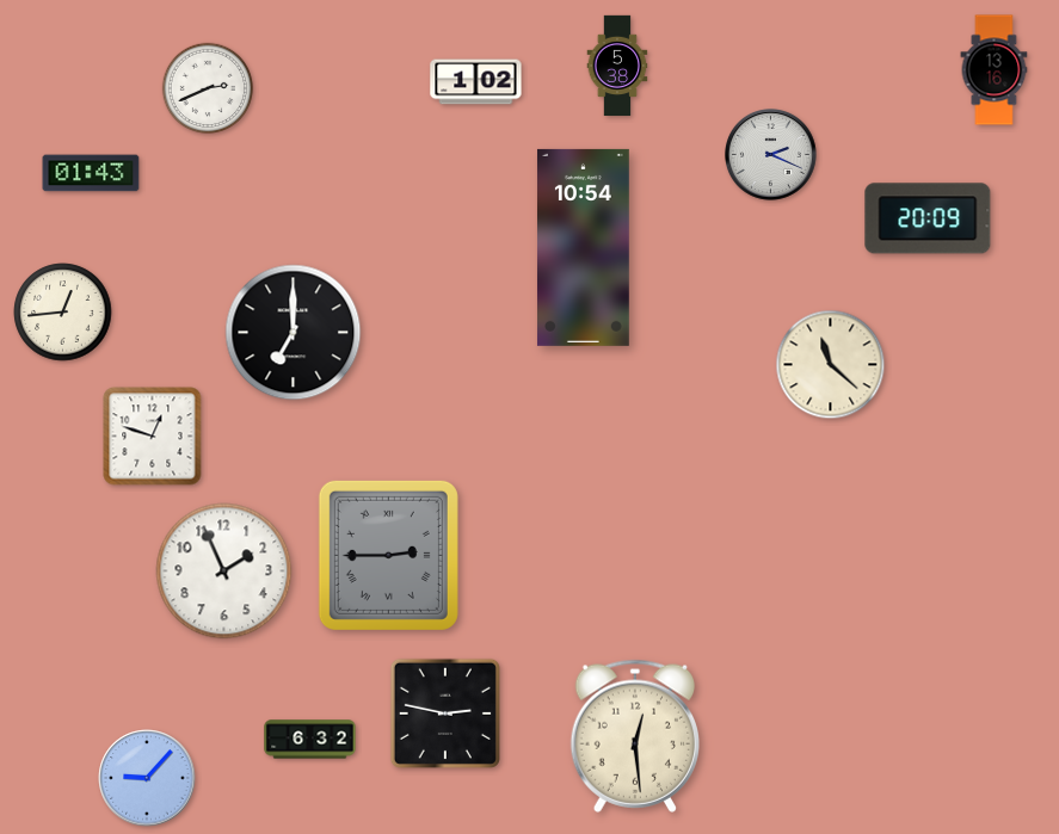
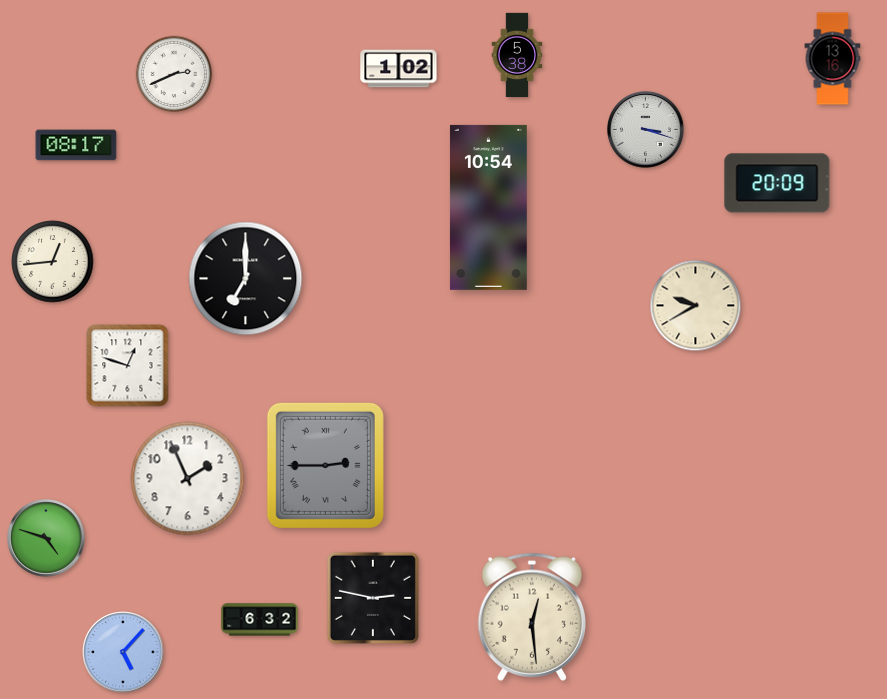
clock at (771, 155): 2:19 -> 3:18
clock at (91, 173): 01:43 -> 08:17
clock at (831, 365): 11:22 -> 9:40
clock at (46, 538): none -> 4:48
clock at (147, 778): 9:07 -> 5:07
